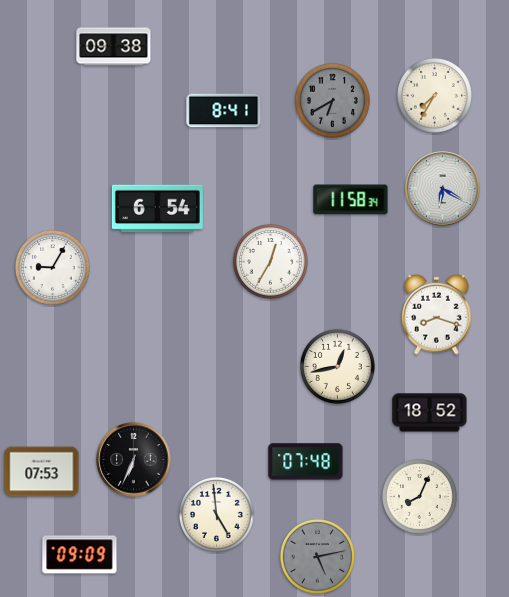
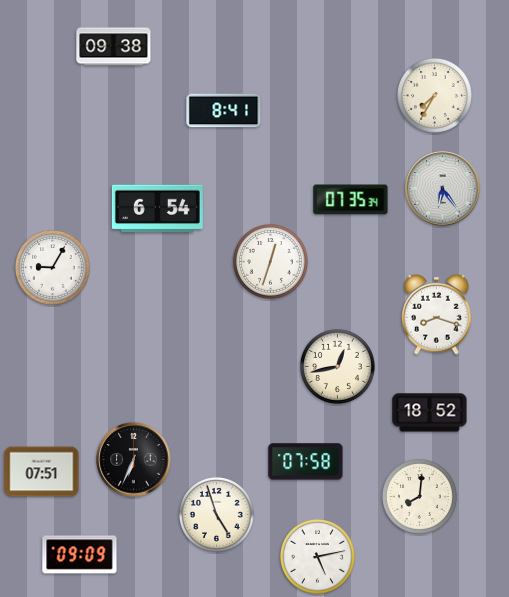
clock at (333, 101): 6:40 -> none
clock at (443, 189): 6:20 -> 6:24
clock at (351, 200): 11:58 -> 07:35
clock at (271, 262): 12:35 -> 12:33
clock at (306, 462): 07:48 -> 07:58
clock at (42, 472): 07:53 -> 07:51
clock at (420, 497): 8:04 -> 8:01
clock at (217, 515): 4:59 -> 4:57
clock at (318, 557) dial: grey -> white
